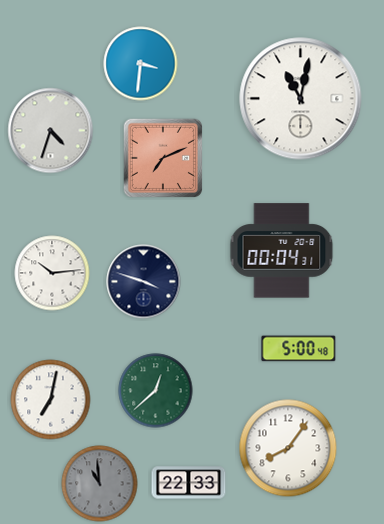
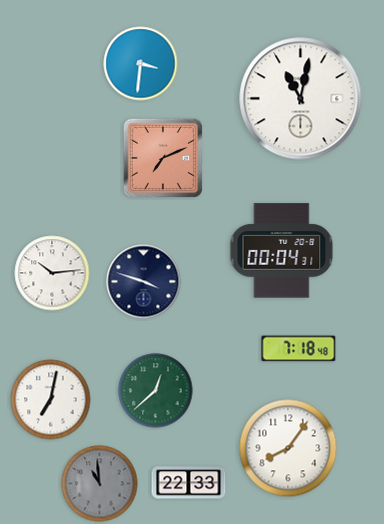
clock at (51, 131): 4:33 -> none
clock at (299, 349): 5:00 -> 7:18
